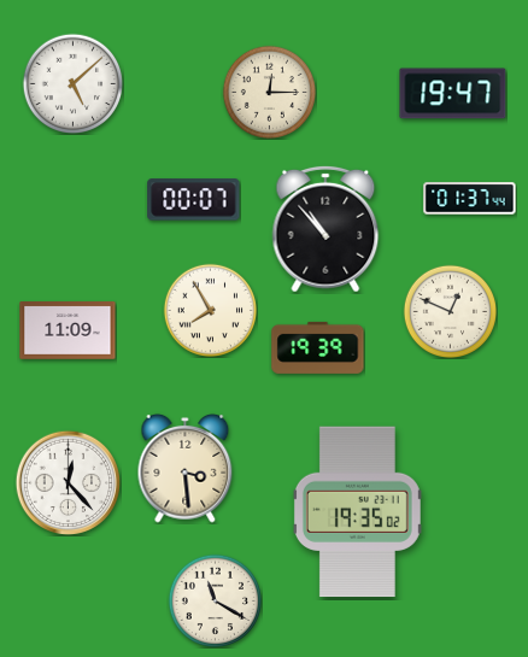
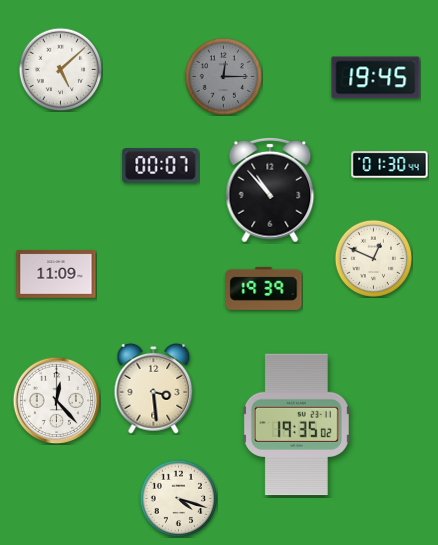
clock at (269, 92) dial: cream -> grey
clock at (453, 94): 19:47 -> 19:45
clock at (470, 199): 01:37 -> 01:30
clock at (210, 310): 7:55 -> none
clock at (215, 600): 11:20 -> 4:18
